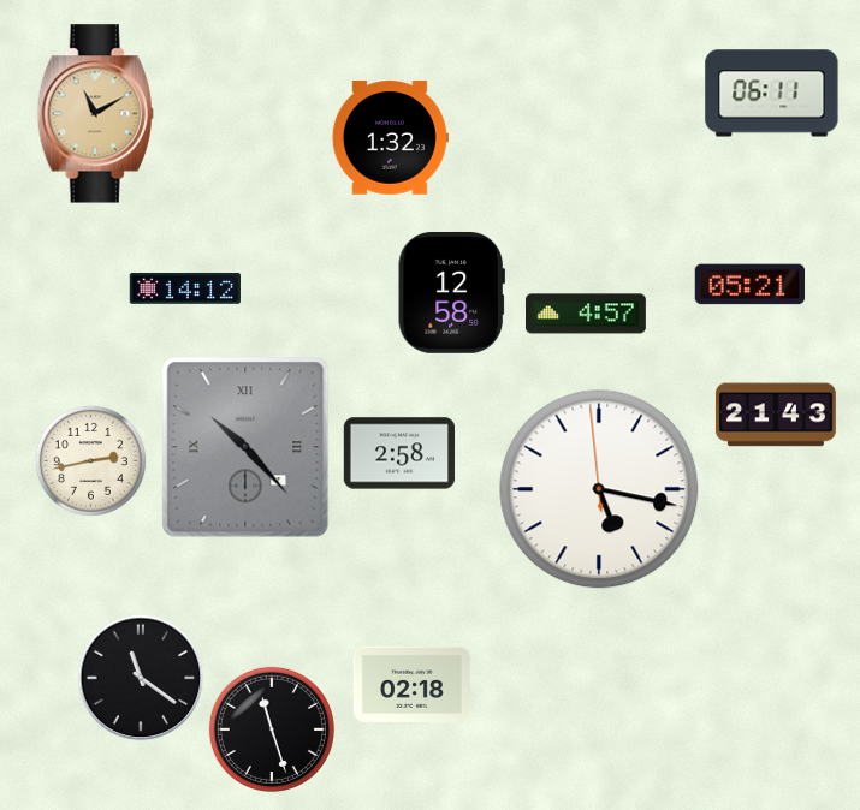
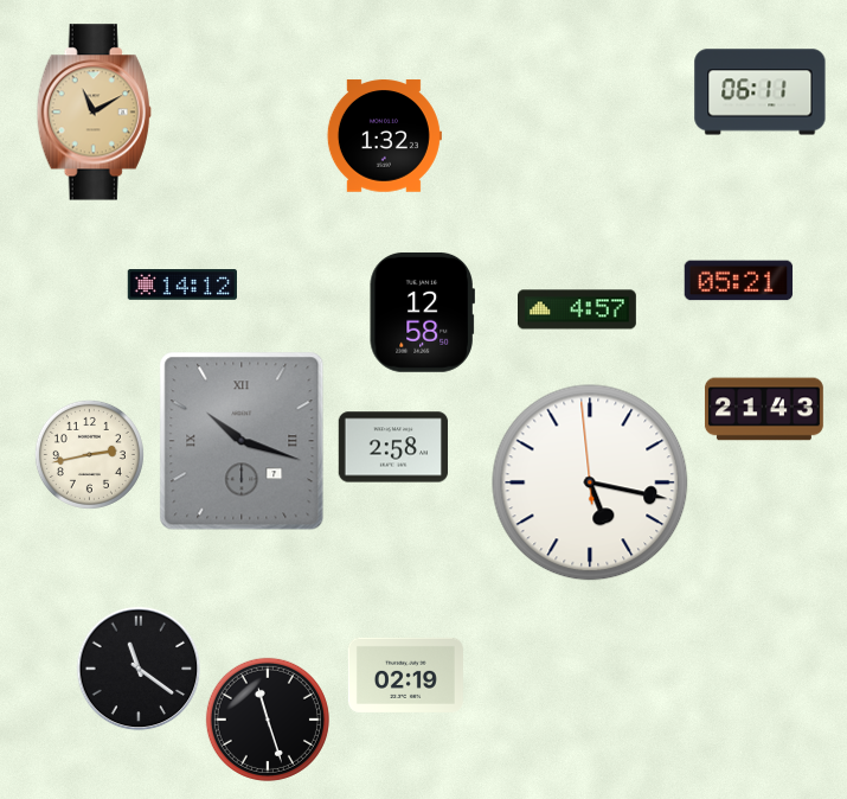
clock at (451, 292) position: (451, 292) -> (422, 312)
clock at (245, 447): 10:23 -> 10:18
clock at (411, 684): 02:18 -> 02:19
